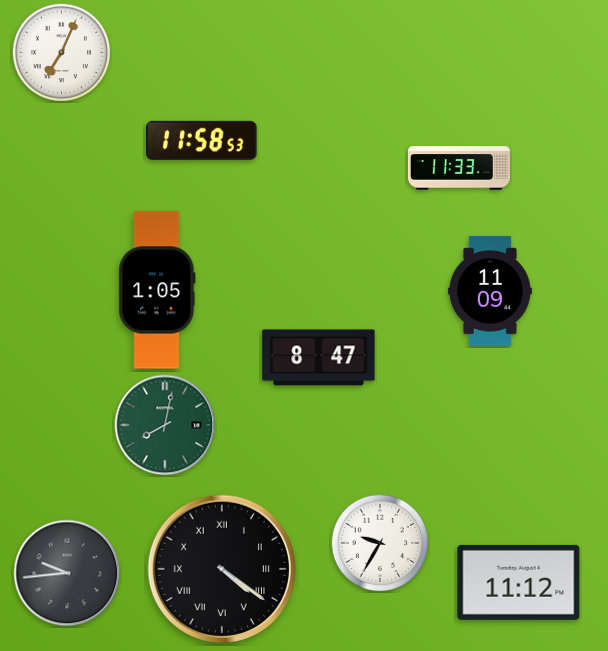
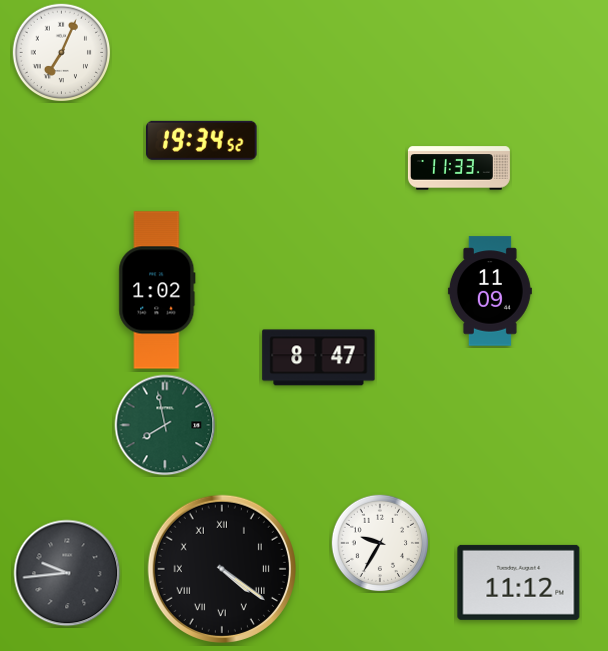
clock at (202, 140): 11:58 -> 19:34
clock at (157, 290): 1:05 -> 1:02
clock at (165, 425): 8:02 -> 7:58
